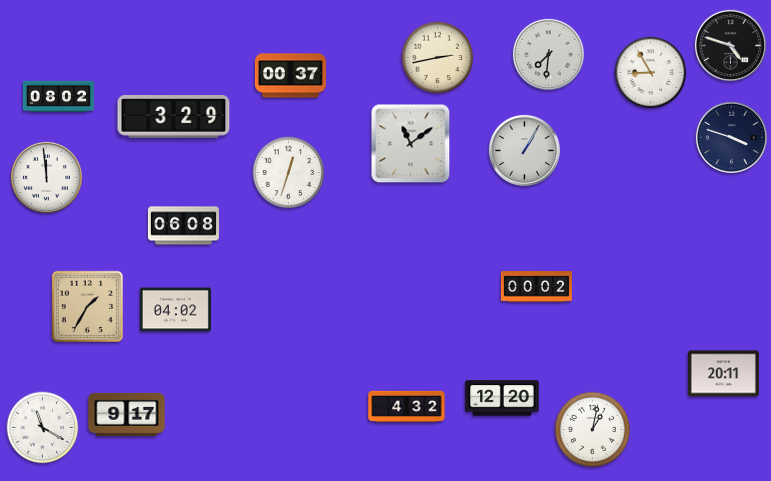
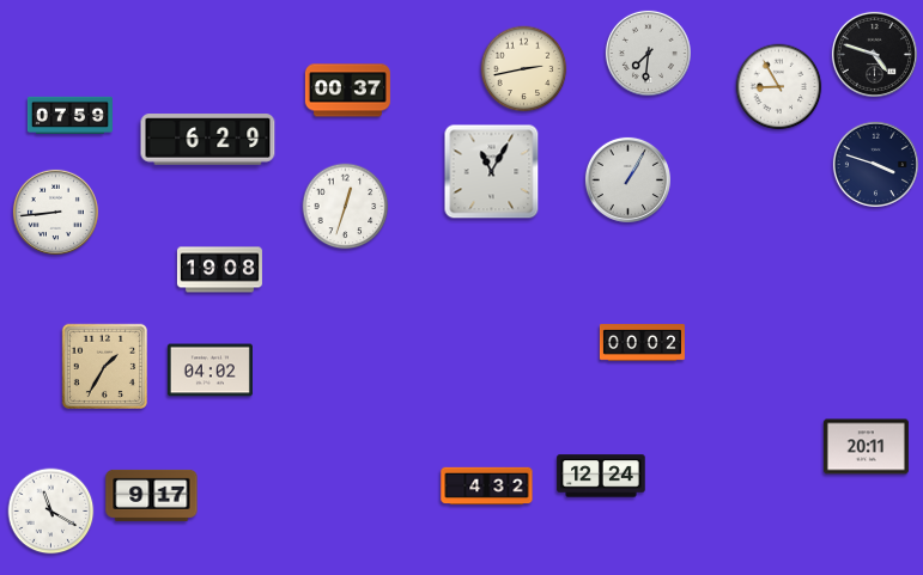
clock at (548, 54) position: (548, 54) -> (648, 53)
clock at (58, 96): 08:02 -> 07:59
clock at (174, 117): 3:29 -> 6:29
clock at (411, 144): 11:09 -> 11:05
clock at (46, 177): 11:59 -> 8:44
clock at (183, 226): 06:08 -> 19:08
clock at (502, 398): 12:20 -> 12:24
clock at (593, 430): 1:02 -> none
